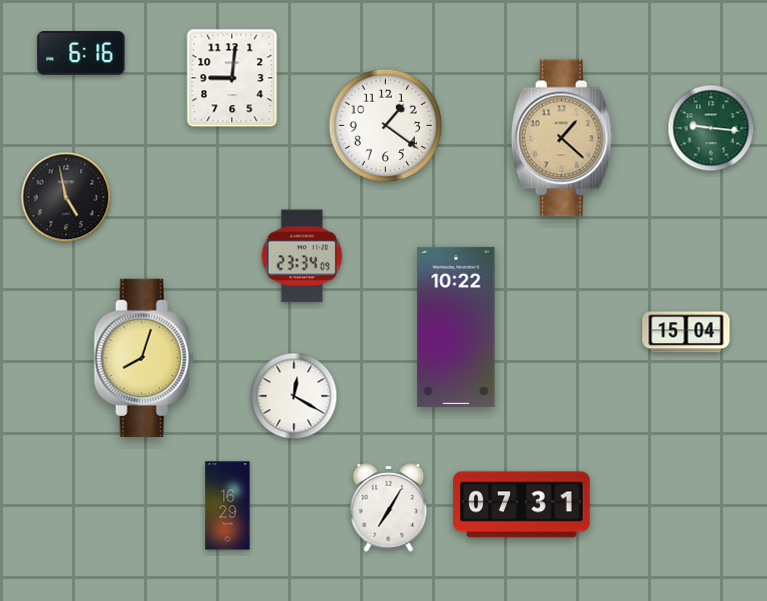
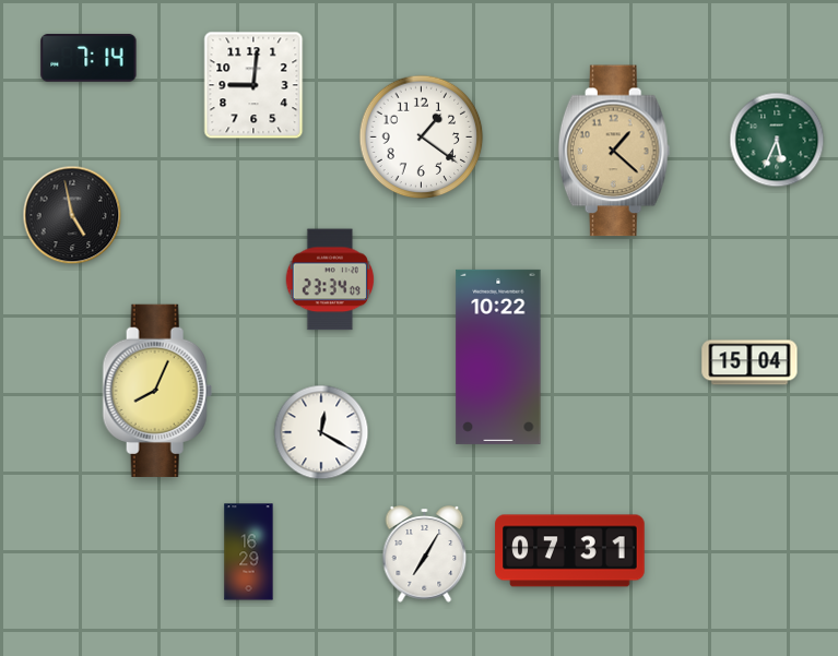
clock at (81, 53): 6:16 -> 7:14
clock at (711, 128): 9:16 -> 5:34
clock at (144, 358): 8:03 -> 8:04
